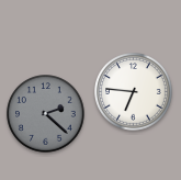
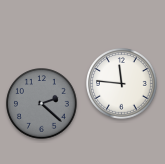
clock at (134, 92): 6:46 -> 11:46
